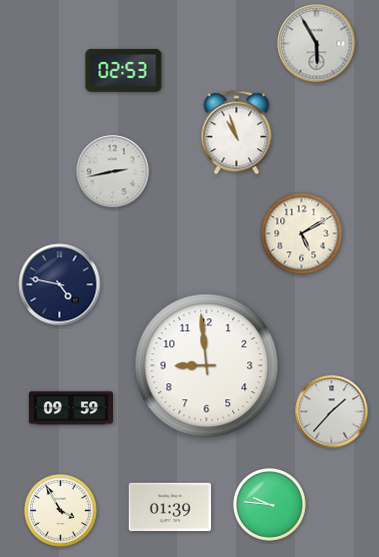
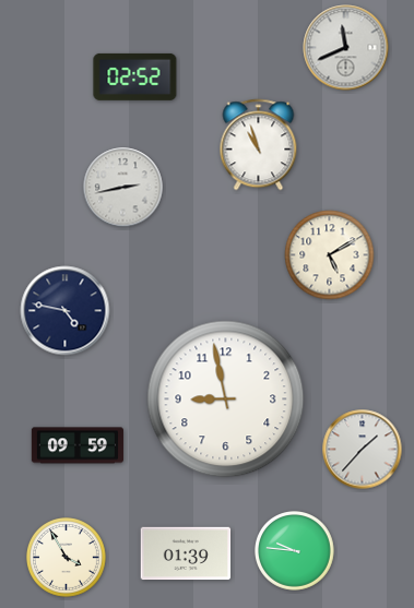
clock at (317, 44): 5:55 -> 11:41
clock at (124, 70): 02:53 -> 02:52
clock at (207, 366): 8:59 -> 8:58
